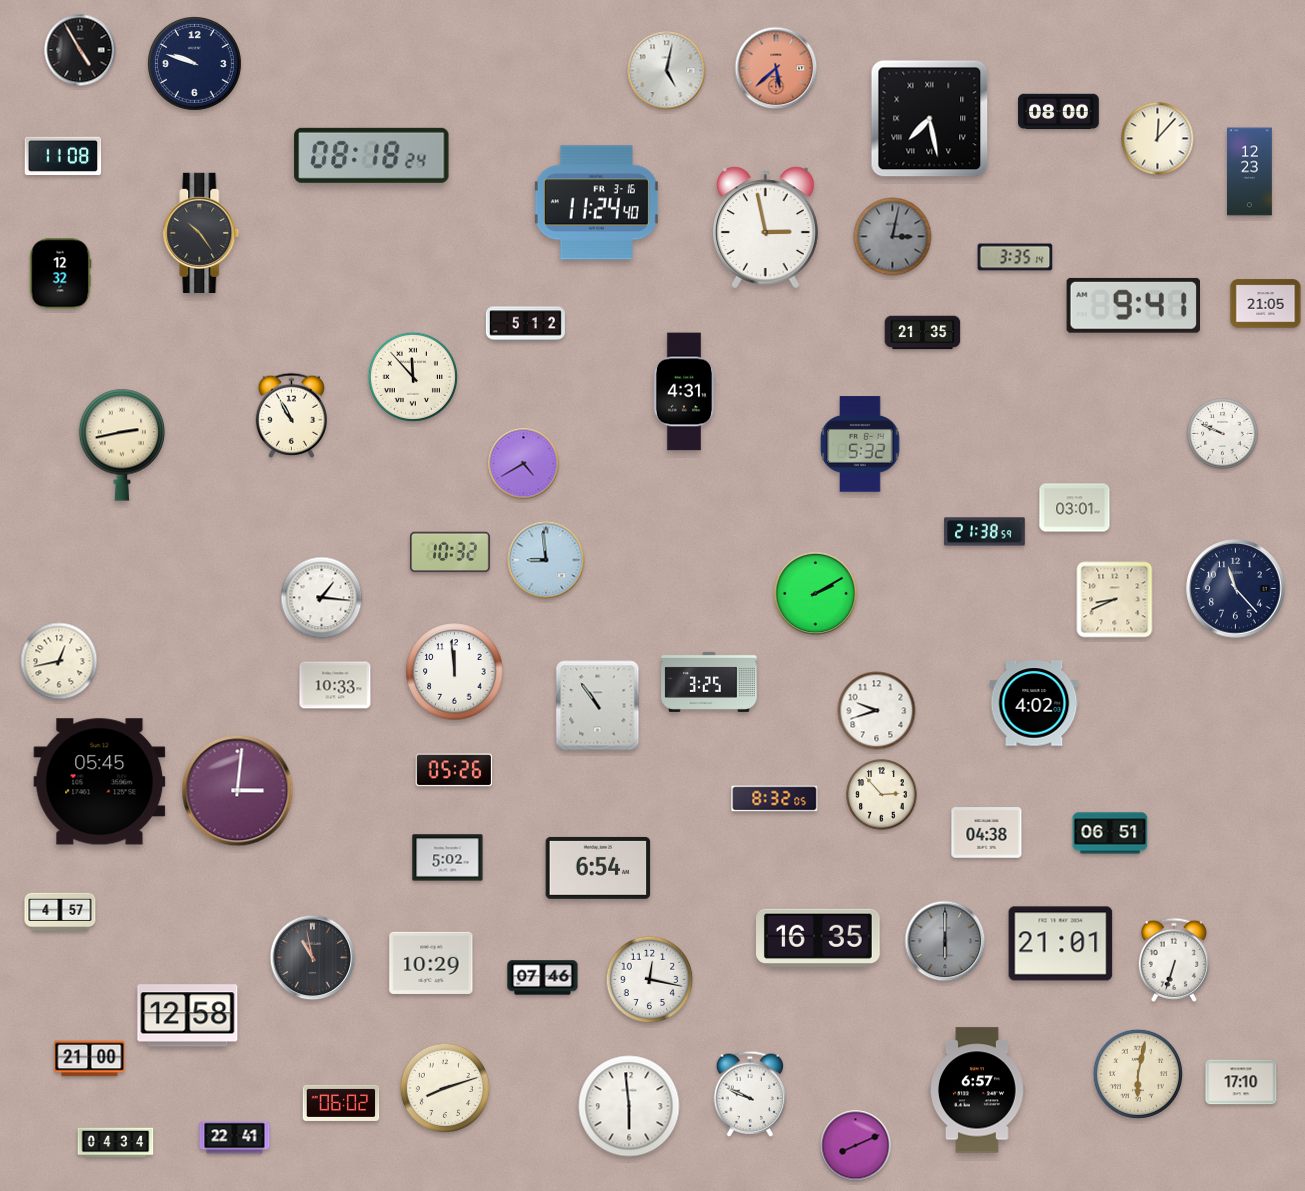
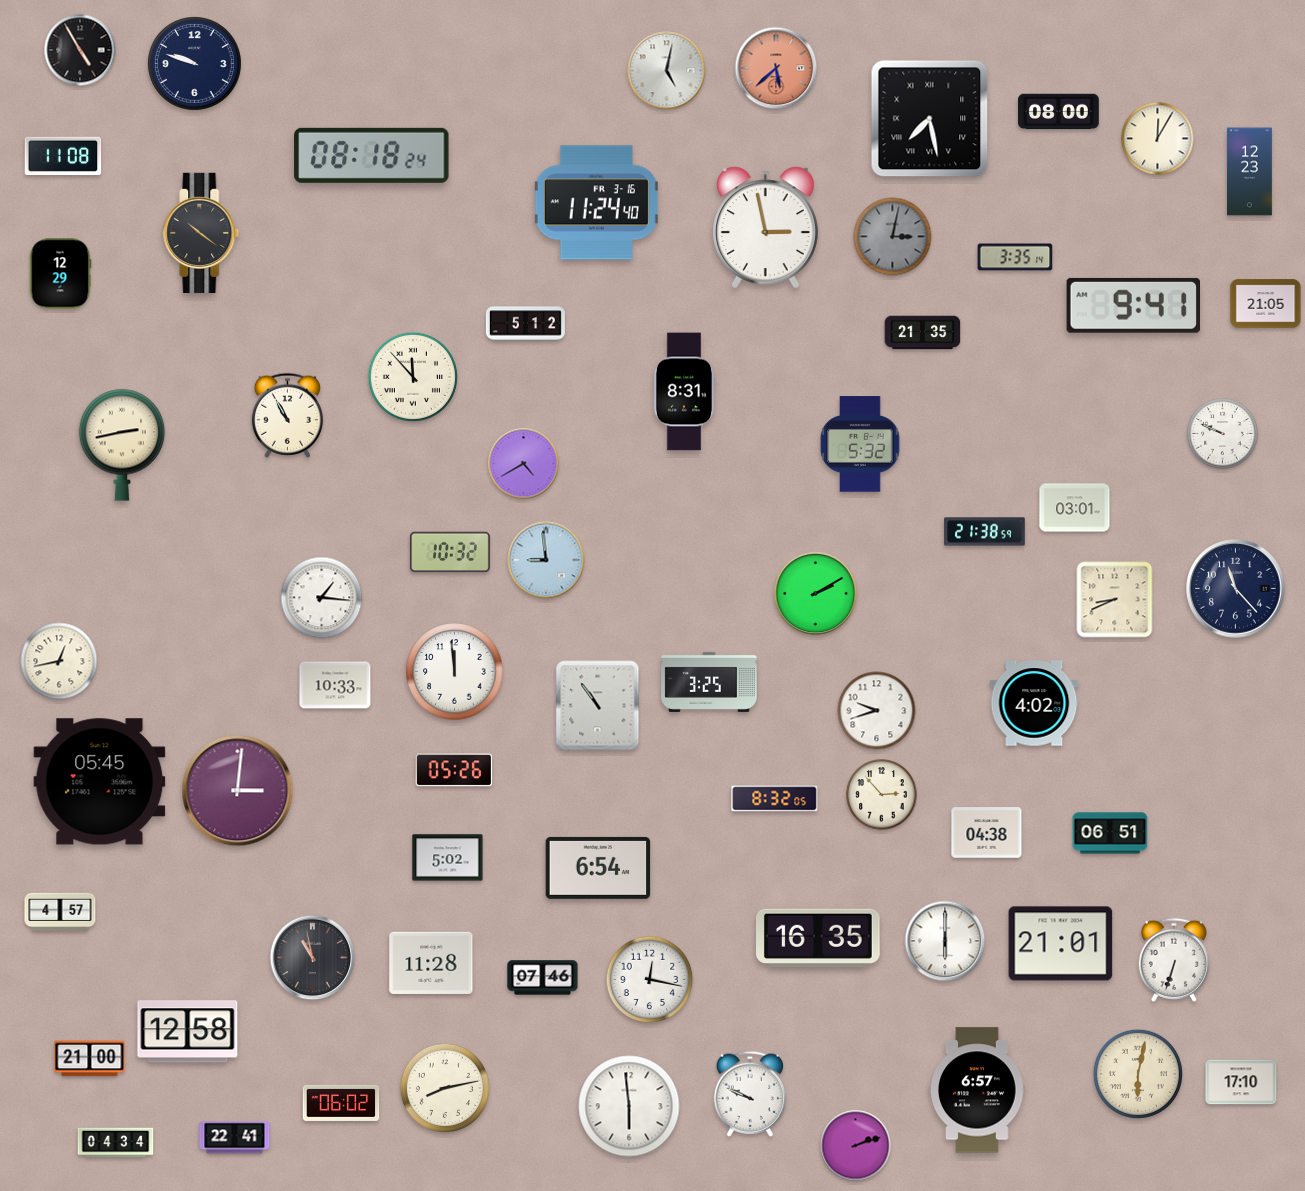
clock at (1158, 139): 12:07 -> 12:05
clock at (201, 232): 10:24 -> 10:21
clock at (60, 274): 12:32 -> 12:29
clock at (684, 392): 4:31 -> 8:31
clock at (291, 415) position: (291, 415) -> (287, 415)
clock at (945, 941) dial: grey -> white
clock at (431, 963): 10:29 -> 11:28
clock at (188, 1016) position: (188, 1016) -> (188, 1032)
clock at (445, 1088): 8:12 -> 8:13
clock at (856, 1146): 8:11 -> 2:12
